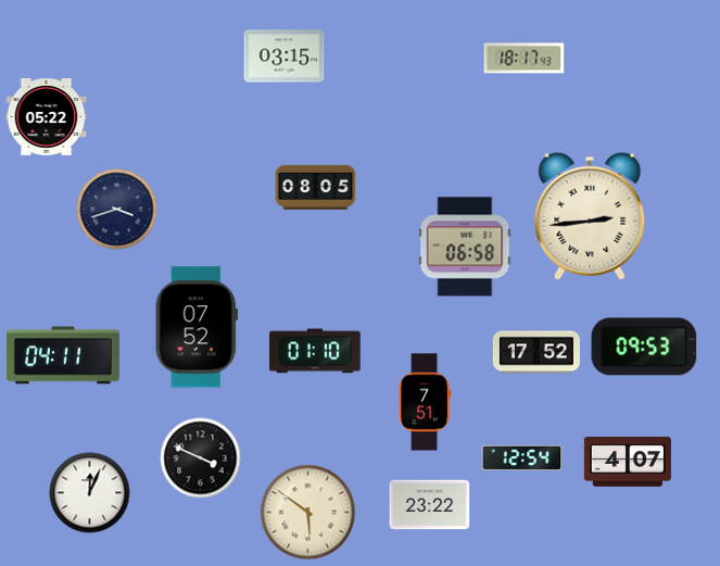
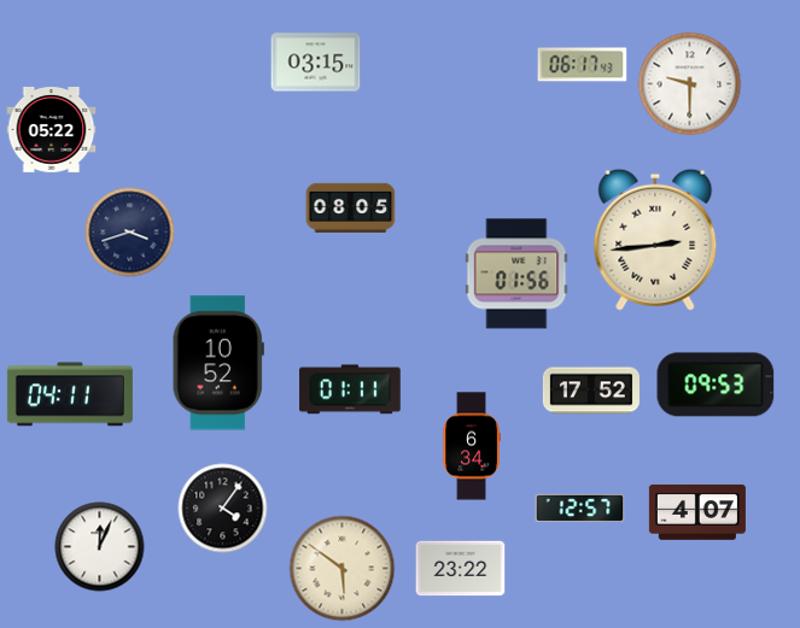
clock at (525, 59): 18:17 -> 06:17
clock at (690, 84): none -> 9:30
clock at (465, 247): 06:58 -> 01:56
clock at (197, 327): 07:52 -> 10:52
clock at (315, 351): 01:10 -> 01:11
clock at (536, 352) position: (536, 352) -> (591, 391)
clock at (425, 402): 7:51 -> 6:34
clock at (522, 457): 12:54 -> 12:57
clock at (201, 458): 3:49 -> 4:06
clock at (430, 505) position: (430, 505) -> (461, 569)
